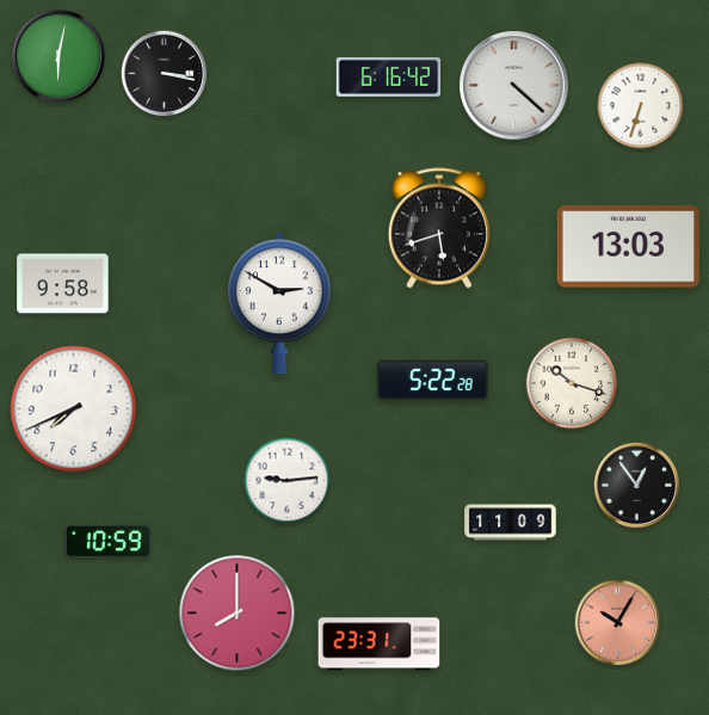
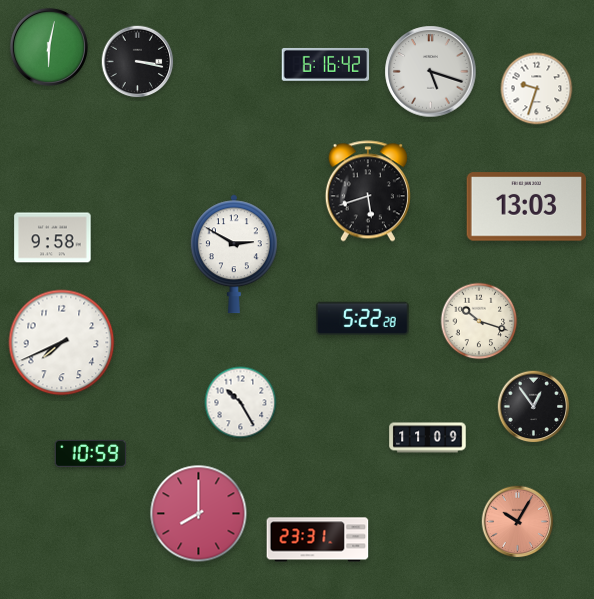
clock at (514, 86): 4:22 -> 5:18
clock at (641, 106): 6:33 -> 9:33
clock at (288, 481): 9:14 -> 10:25
